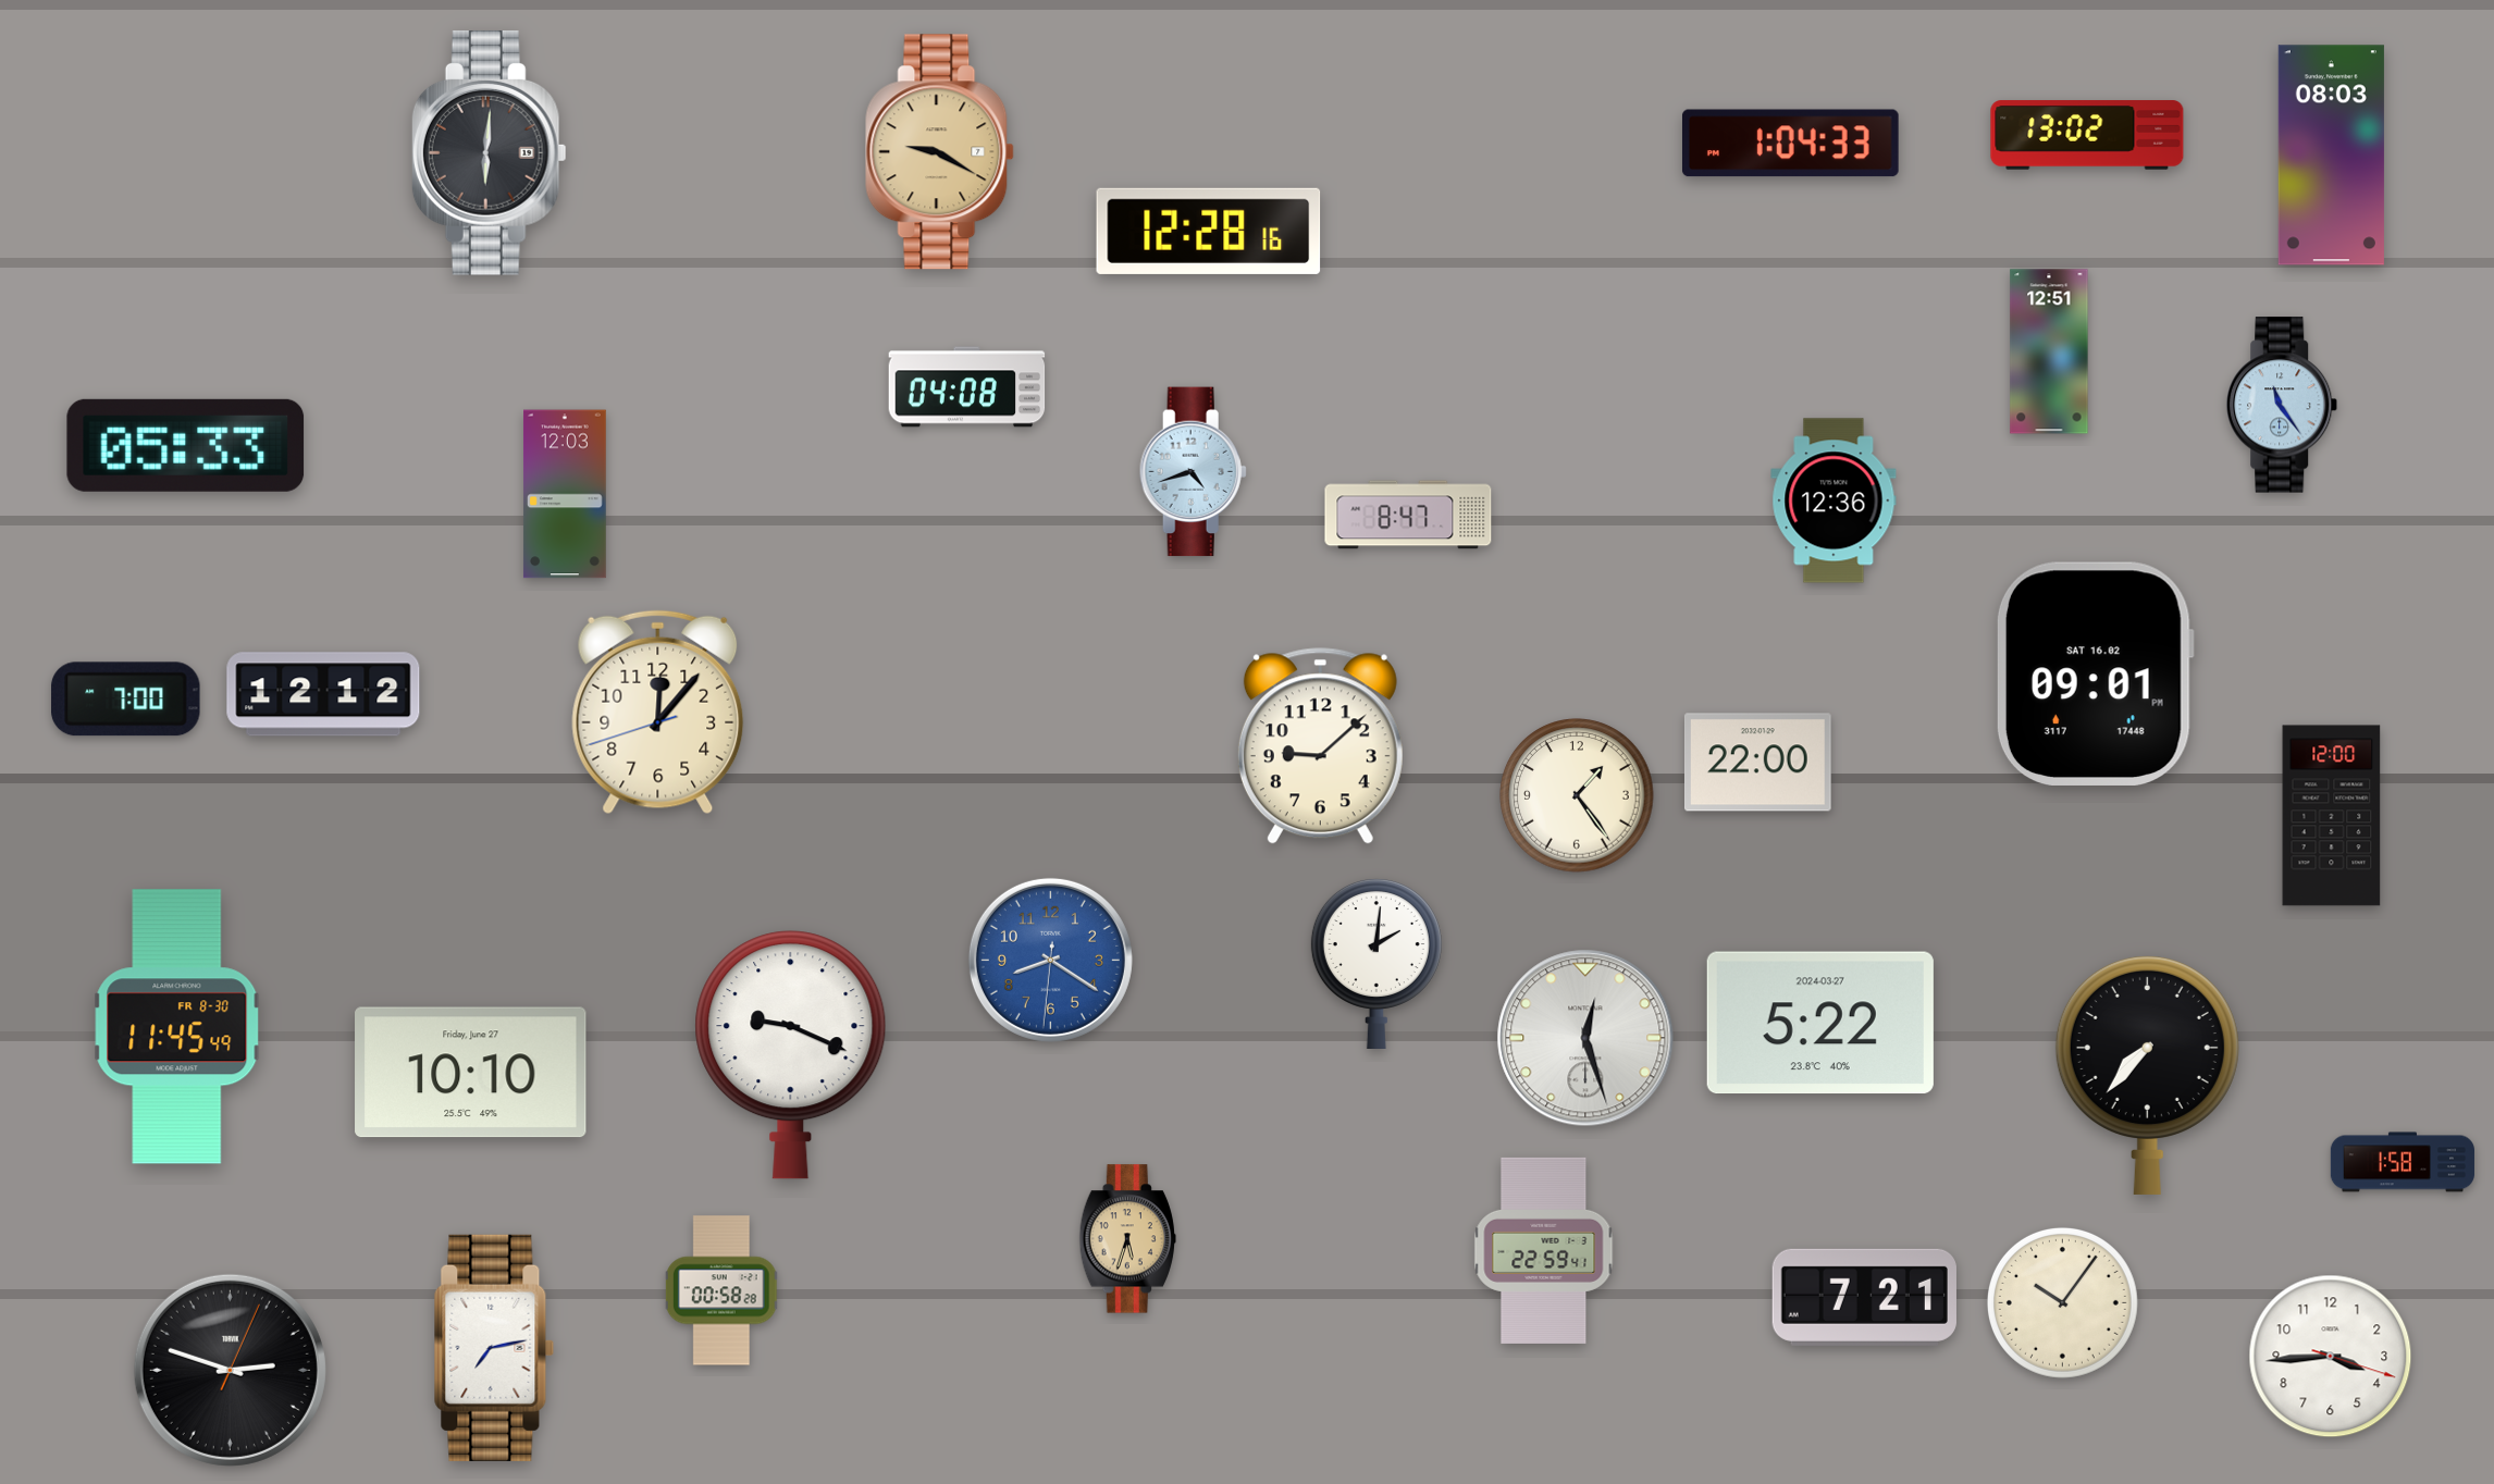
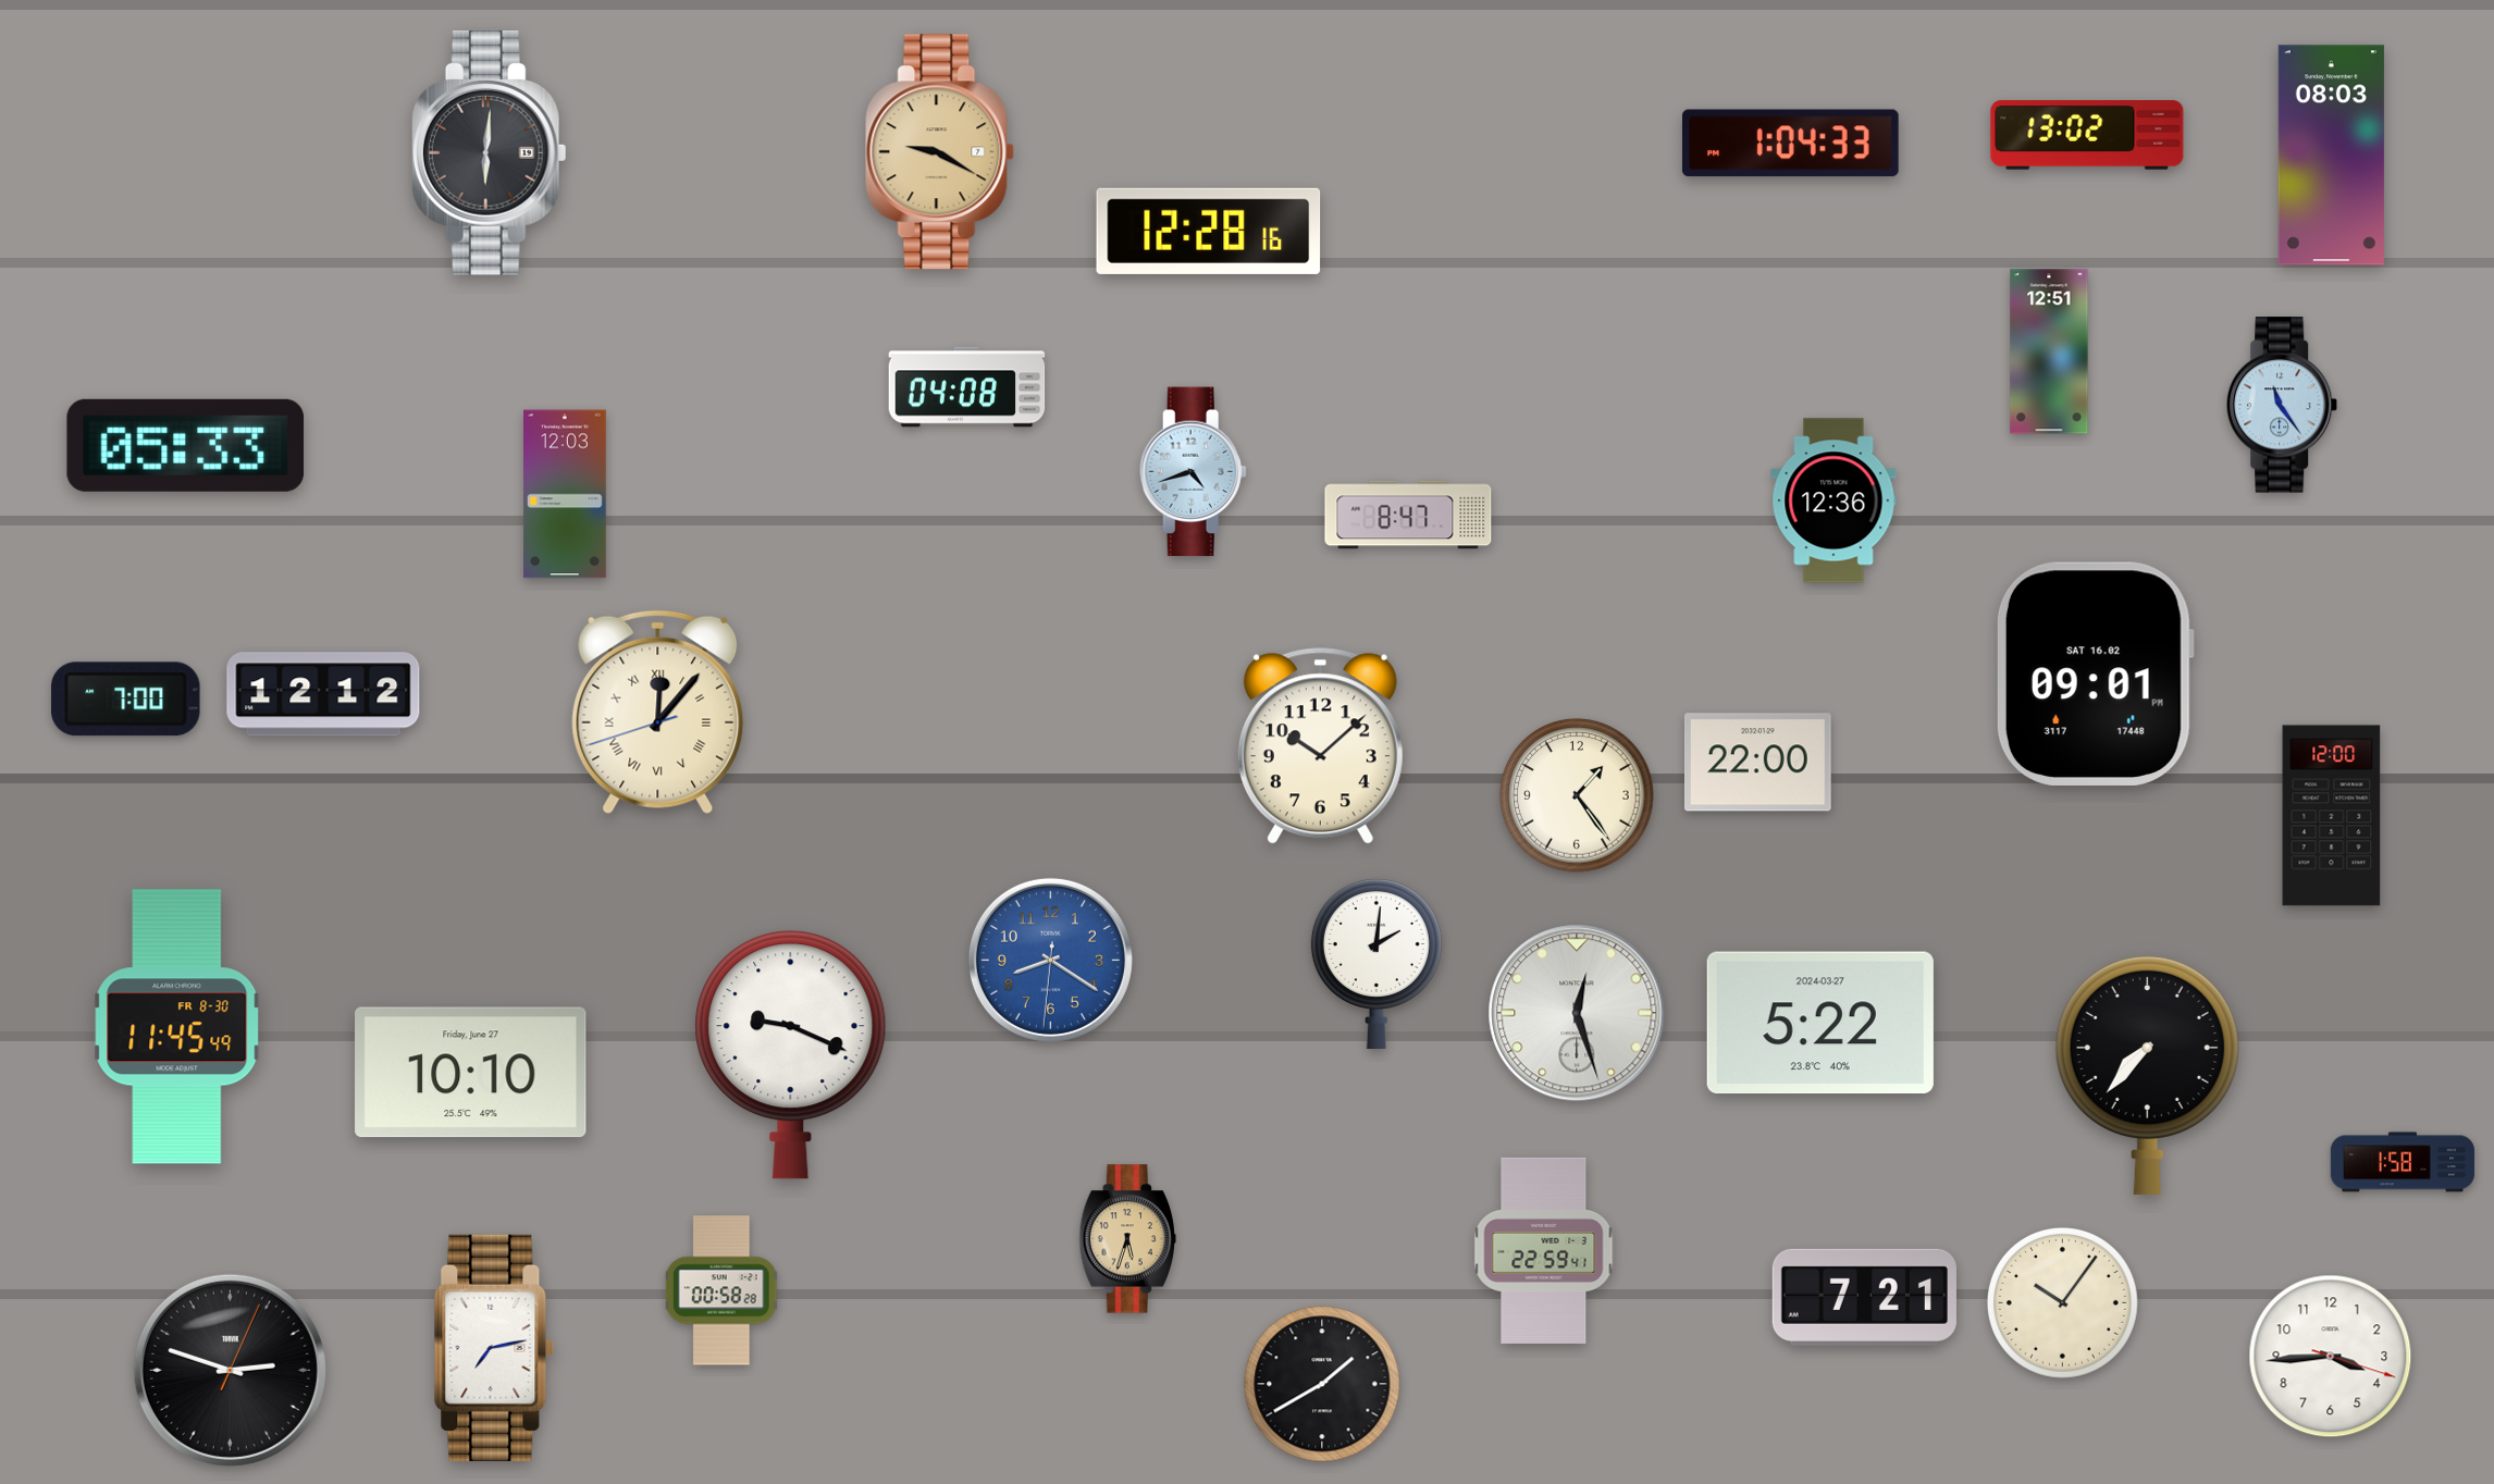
clock at (658, 713) numerals: Arabic -> Roman
clock at (1320, 746): 9:08 -> 10:08
clock at (1585, 1038) position: (1585, 1038) -> (1577, 1013)
clock at (1322, 1384): none -> 1:40
